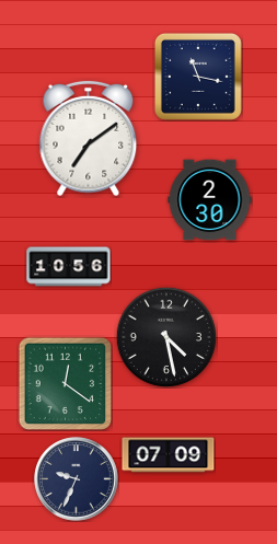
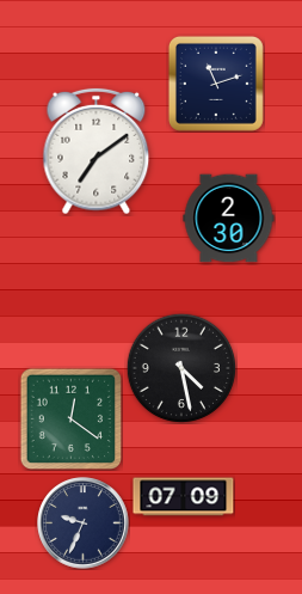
clock at (198, 77): 11:17 -> 11:12
clock at (69, 267): 10:56 -> none
